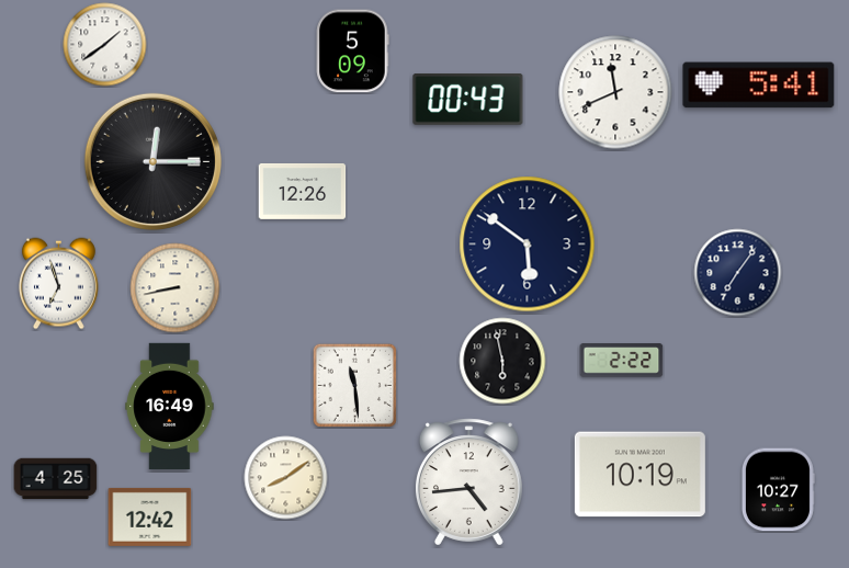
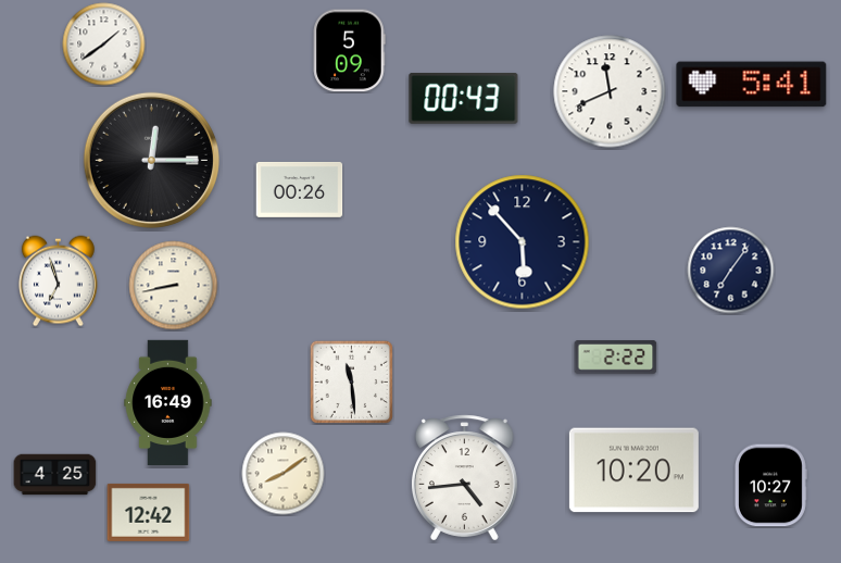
clock at (303, 191): 12:26 -> 00:26
clock at (528, 245): 5:51 -> 5:53
clock at (502, 361): 5:58 -> none
clock at (639, 475): 10:19 -> 10:20
